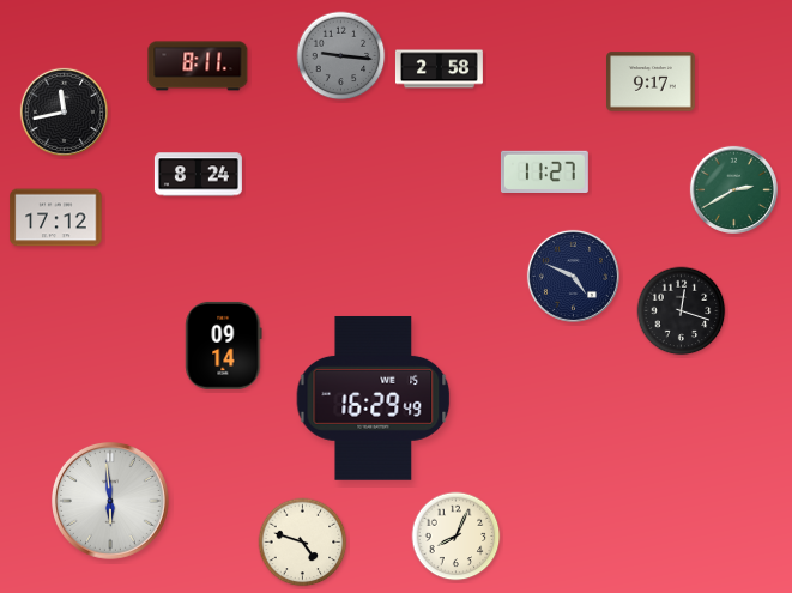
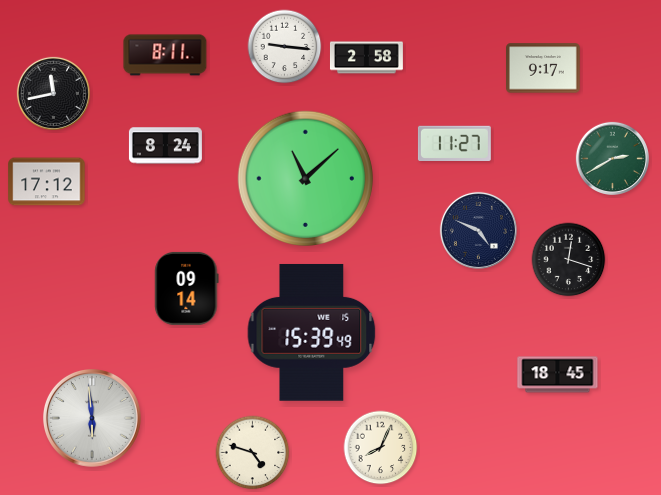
clock at (341, 56) dial: grey -> white
clock at (305, 178): none -> 11:08
clock at (374, 399): 16:29 -> 15:39
clock at (558, 375): none -> 18:45
